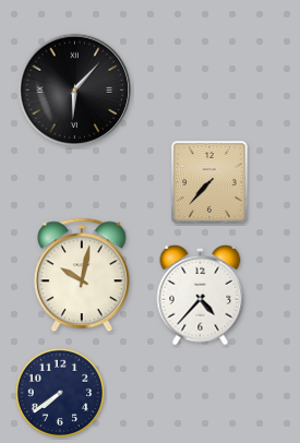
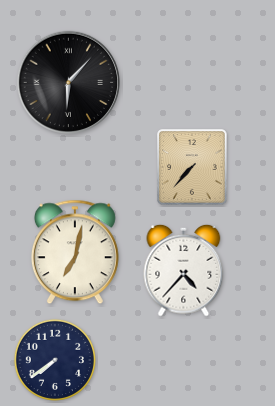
clock at (82, 275): 10:02 -> 7:02
